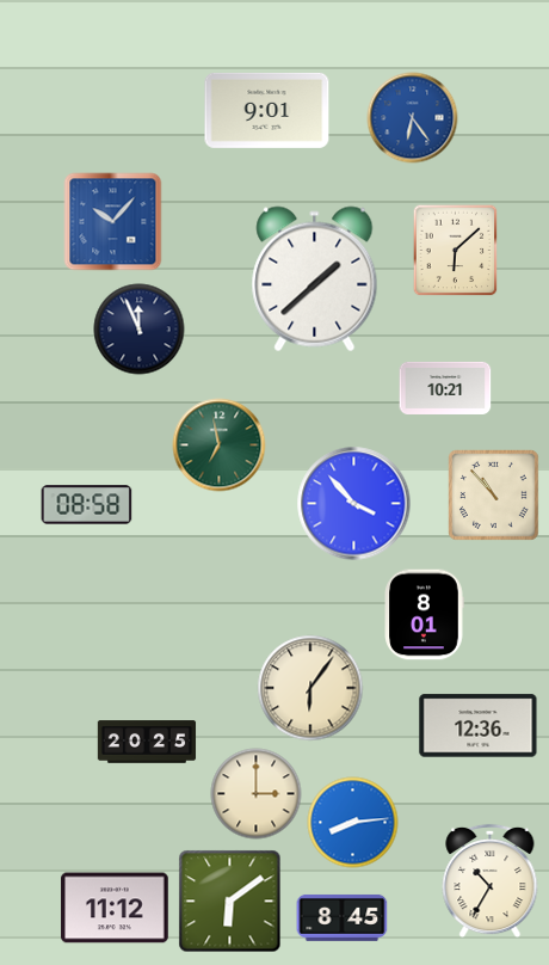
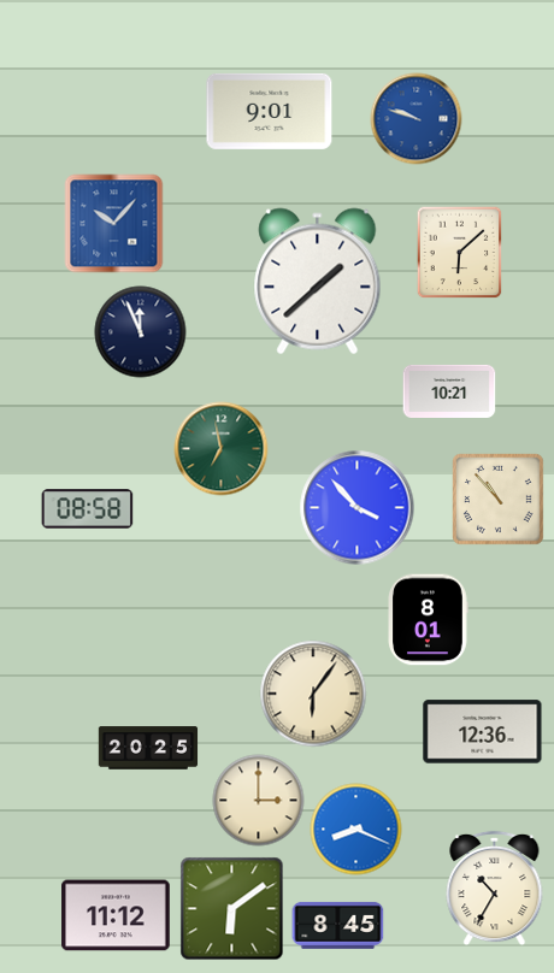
clock at (413, 118): 6:24 -> 9:48
clock at (353, 823): 8:14 -> 8:19
clock at (343, 917) position: (343, 917) -> (338, 925)
